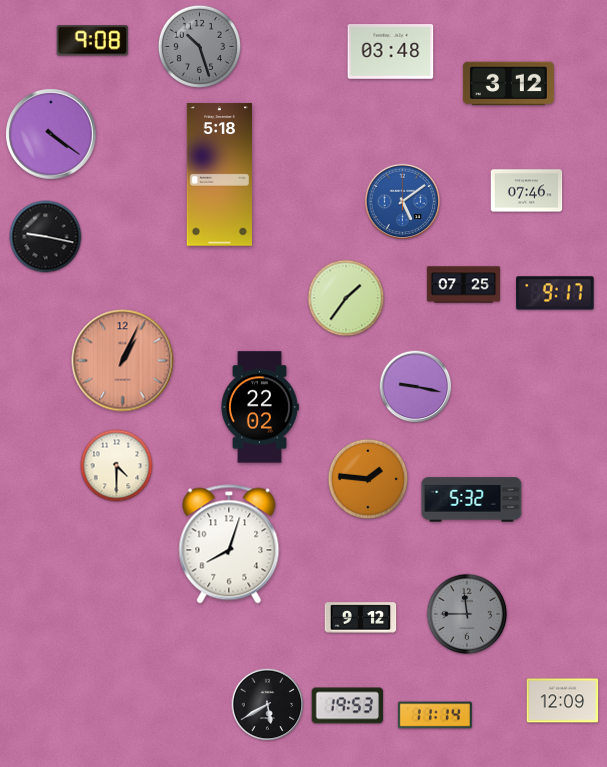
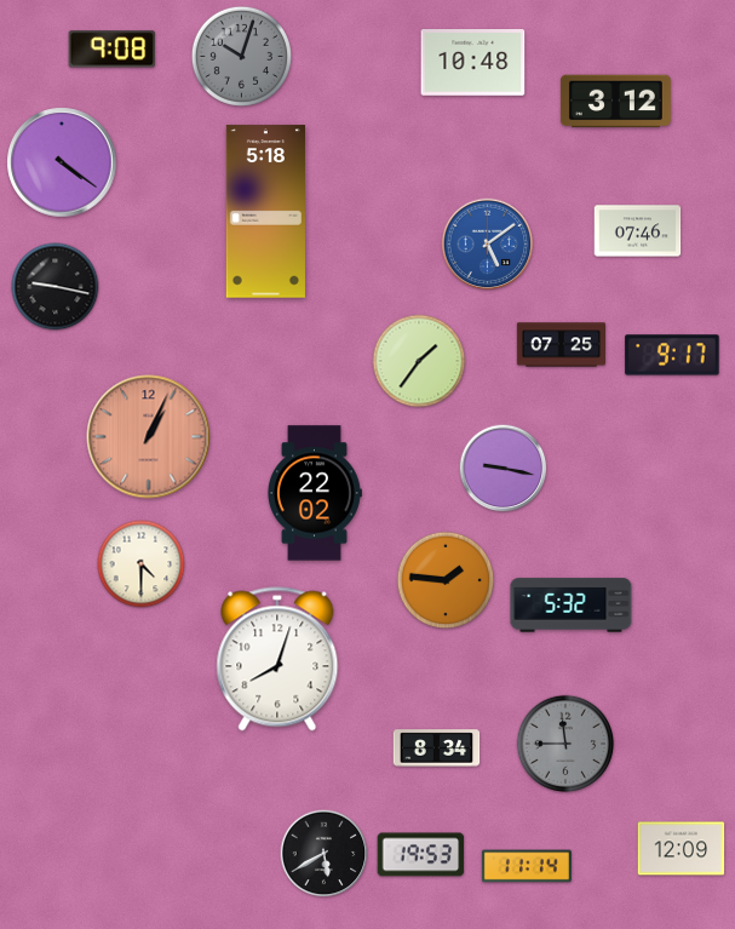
clock at (199, 46): 10:27 -> 10:03
clock at (391, 52): 03:48 -> 10:48
clock at (361, 618): 9:12 -> 8:34
